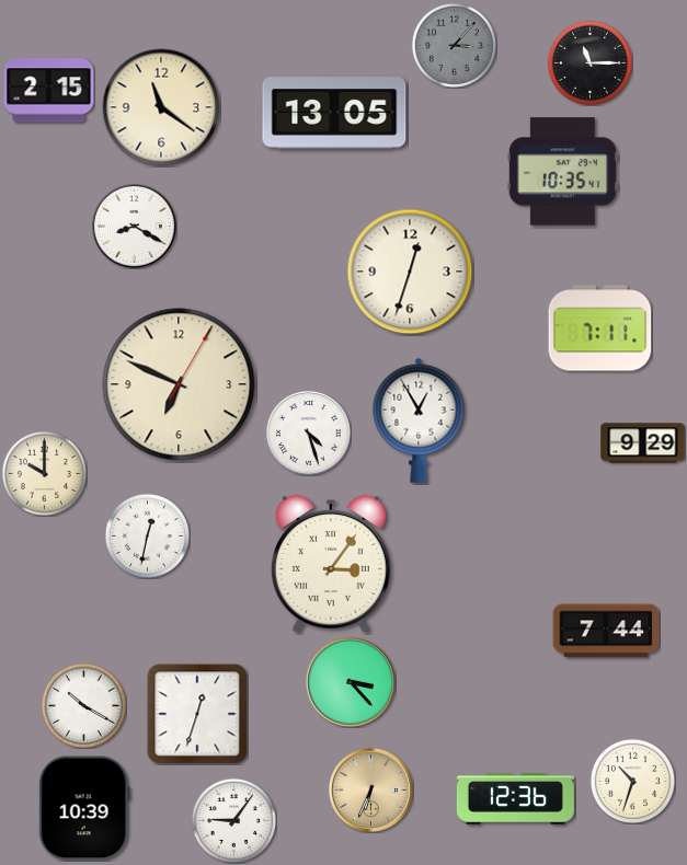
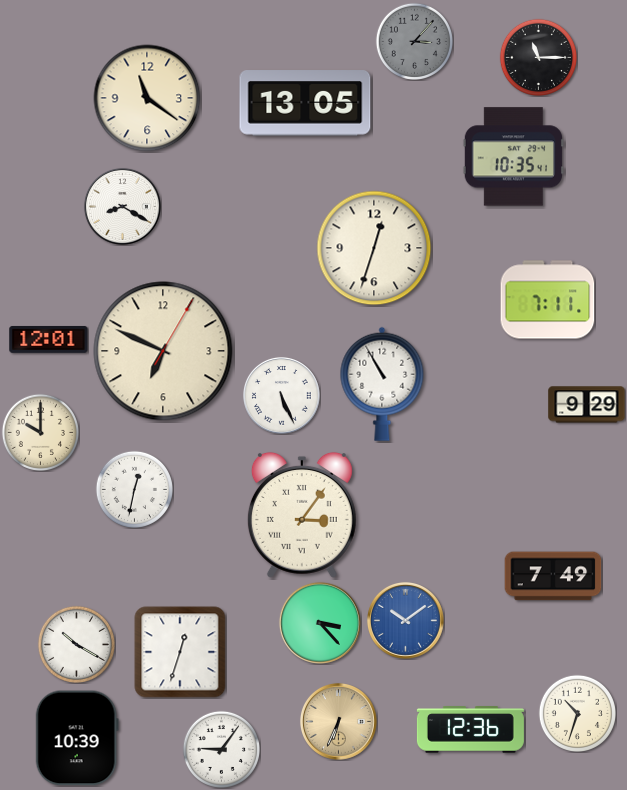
clock at (49, 91): 2:15 -> none
clock at (49, 339): none -> 12:01
clock at (419, 420): 12:55 -> 10:55
clock at (309, 434): 4:27 -> 5:26
clock at (606, 631): 7:44 -> 7:49
clock at (406, 621): none -> 10:09
clock at (233, 820) position: (233, 820) -> (221, 749)
